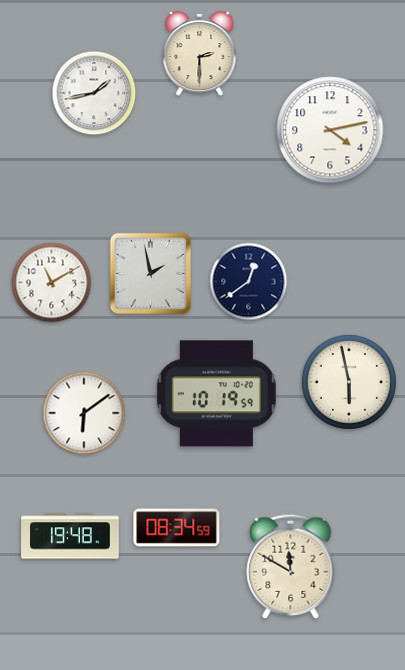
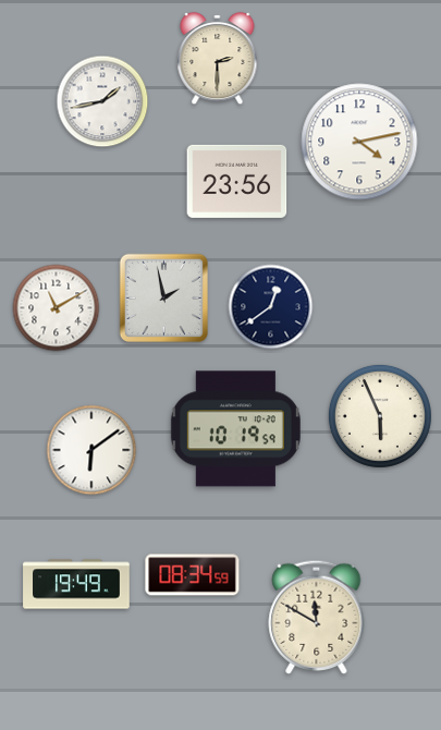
clock at (237, 181): none -> 23:56
clock at (349, 382): 5:58 -> 5:56
clock at (70, 536): 19:48 -> 19:49
